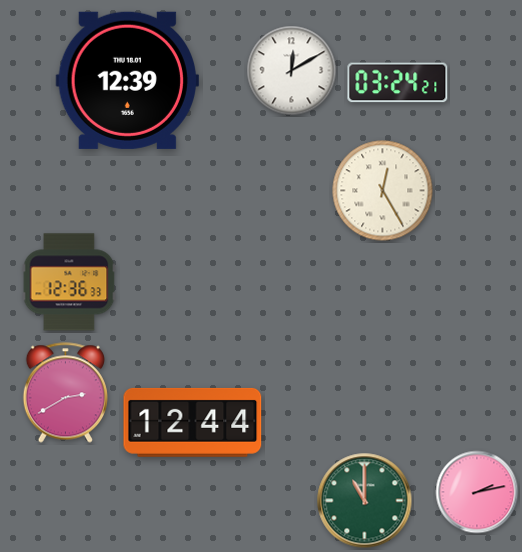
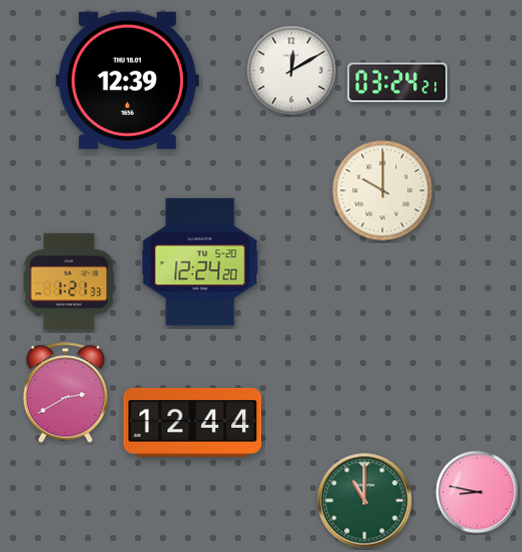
clock at (383, 191): 12:25 -> 10:00
clock at (200, 262): none -> 12:24
clock at (69, 282): 12:36 -> 1:21
clock at (477, 492): 2:13 -> 8:47
